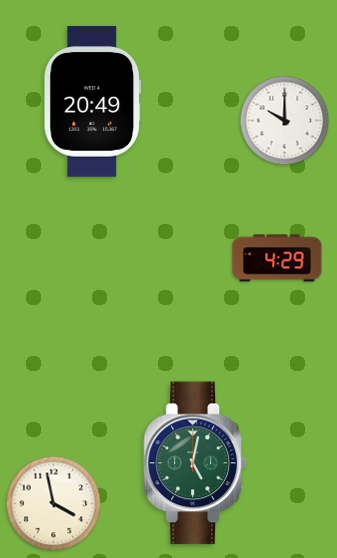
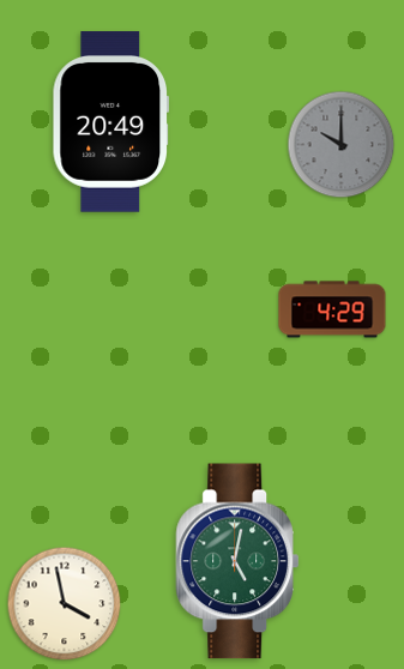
clock at (285, 121) dial: white -> grey
clock at (195, 463) position: (195, 463) -> (237, 561)
